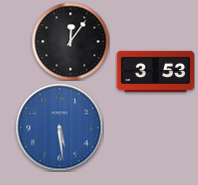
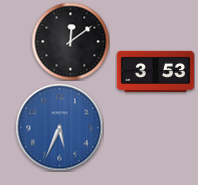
clock at (70, 41): 12:06 -> 12:09
clock at (59, 127): 5:29 -> 5:34
